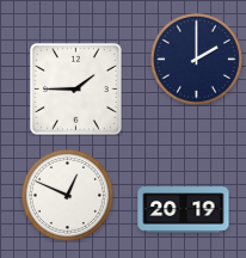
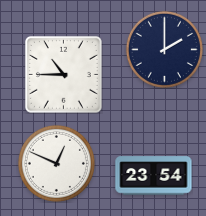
clock at (75, 88): 1:45 -> 10:45
clock at (184, 210): 20:19 -> 23:54
